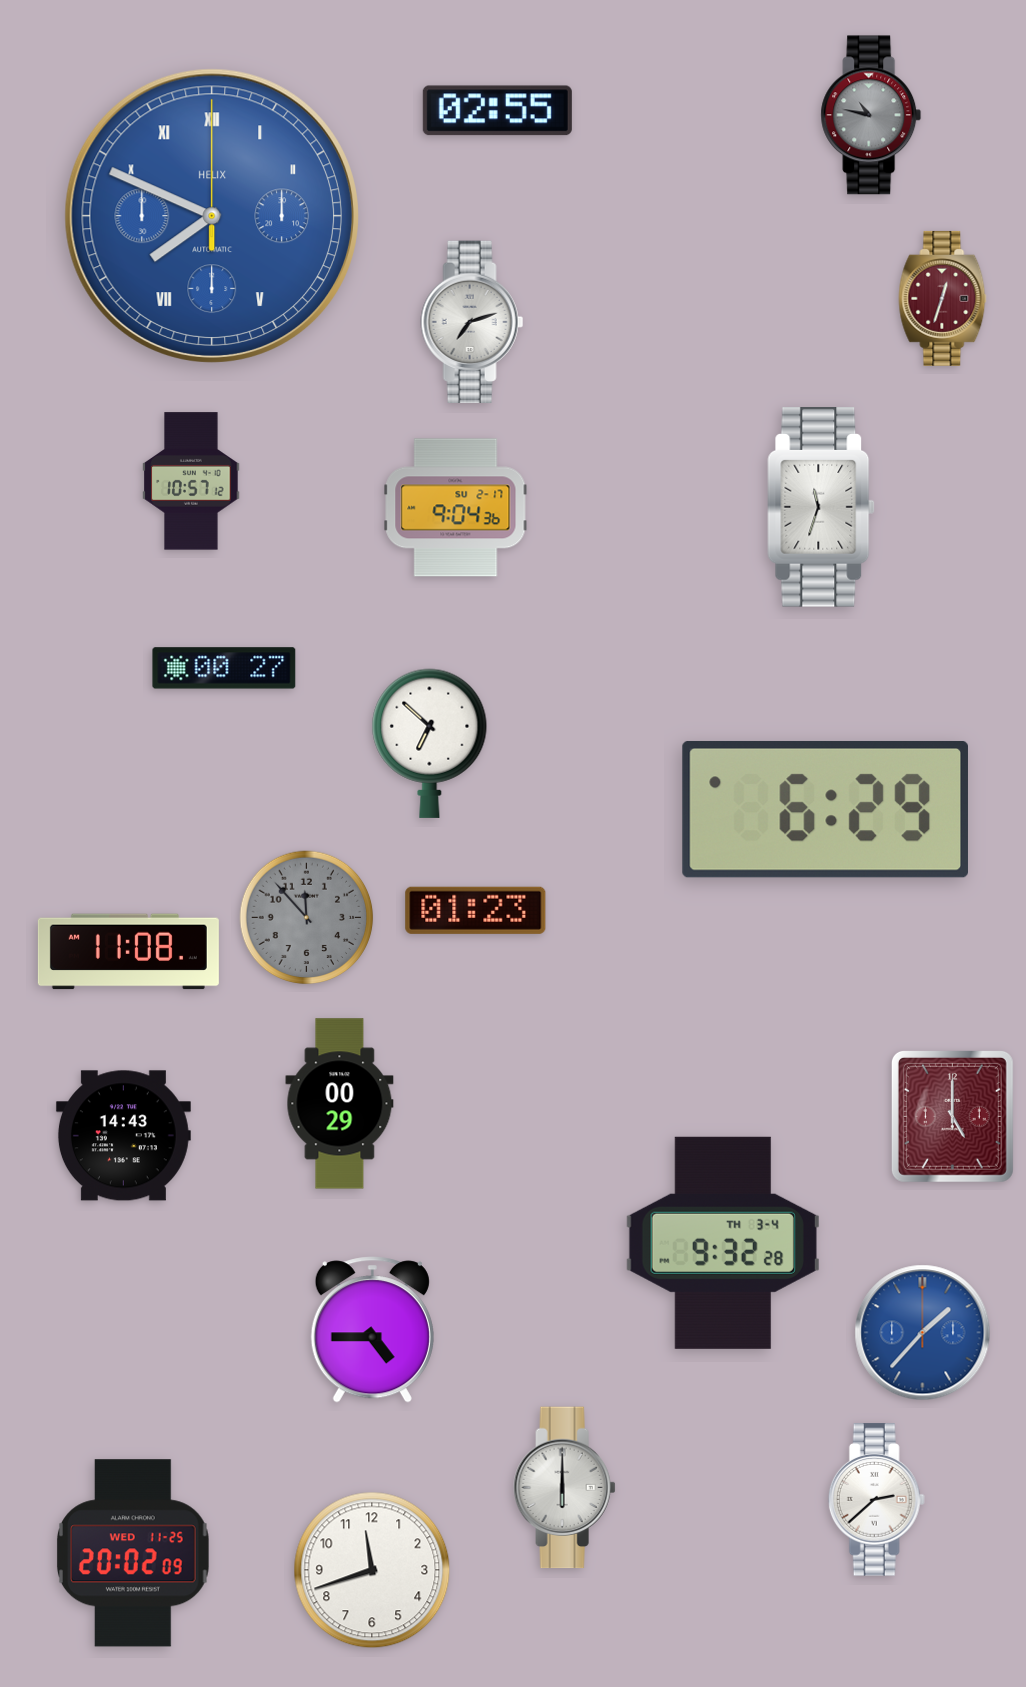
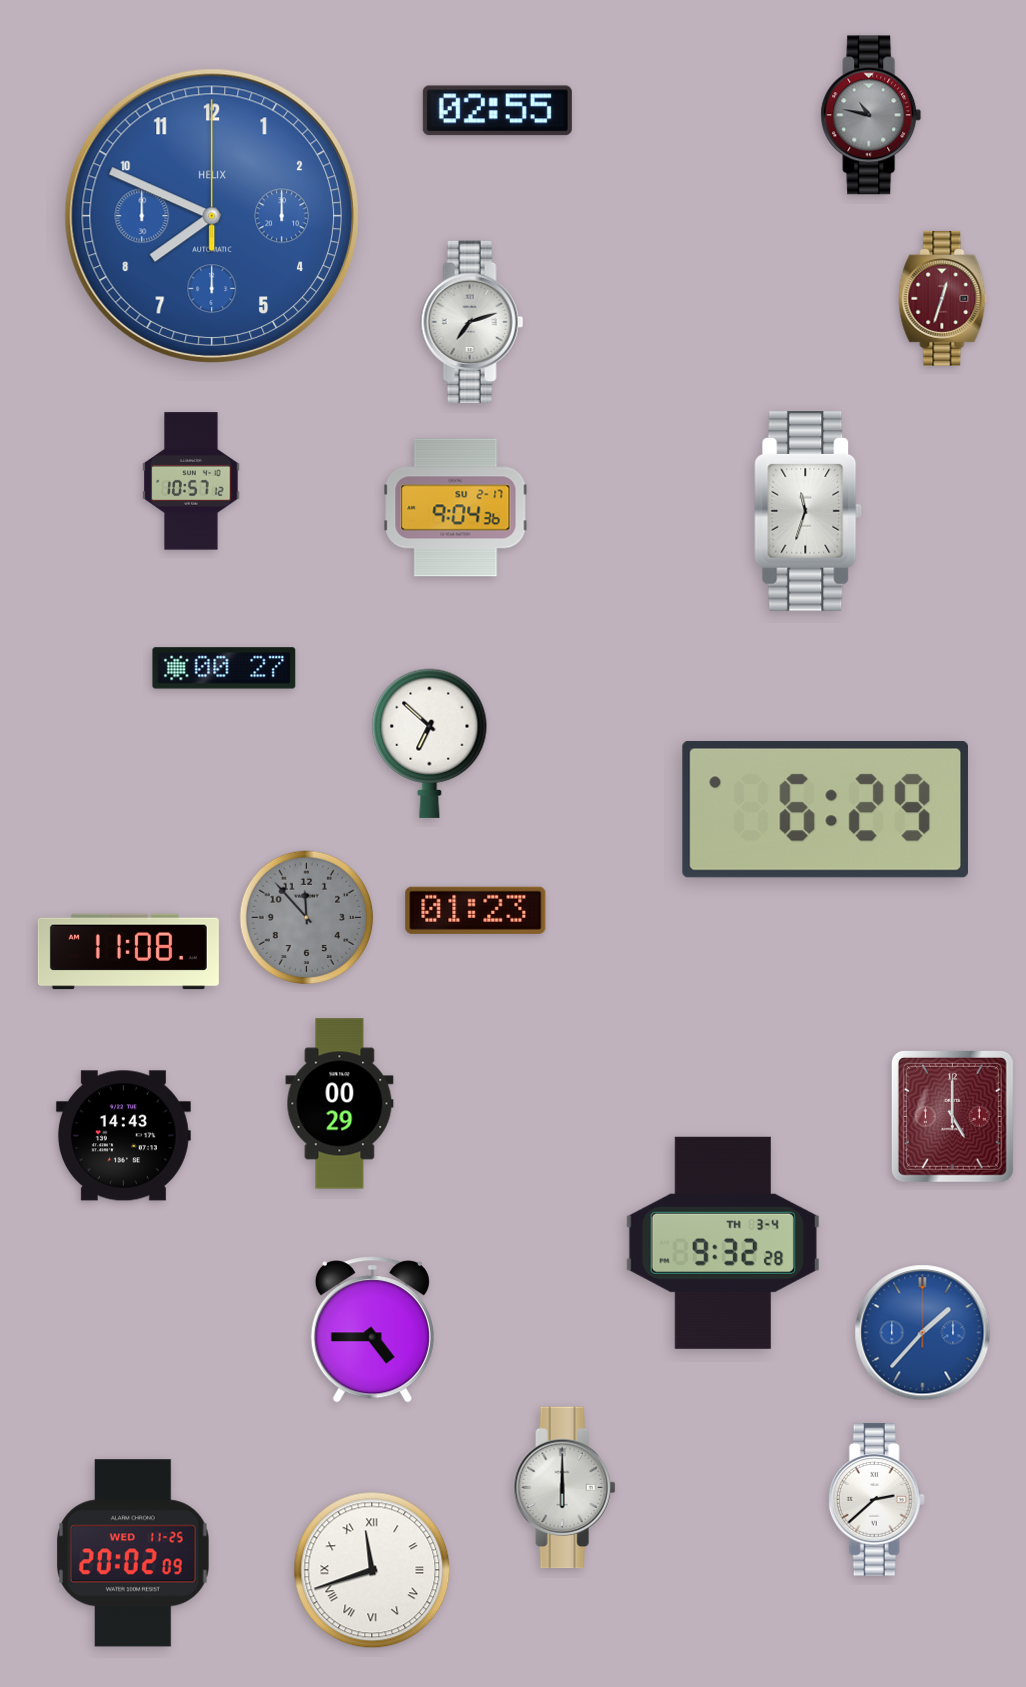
clock at (212, 216) numerals: Roman -> Arabic
clock at (821, 508) position: (821, 508) -> (808, 512)
clock at (372, 1570) numerals: Arabic -> Roman
